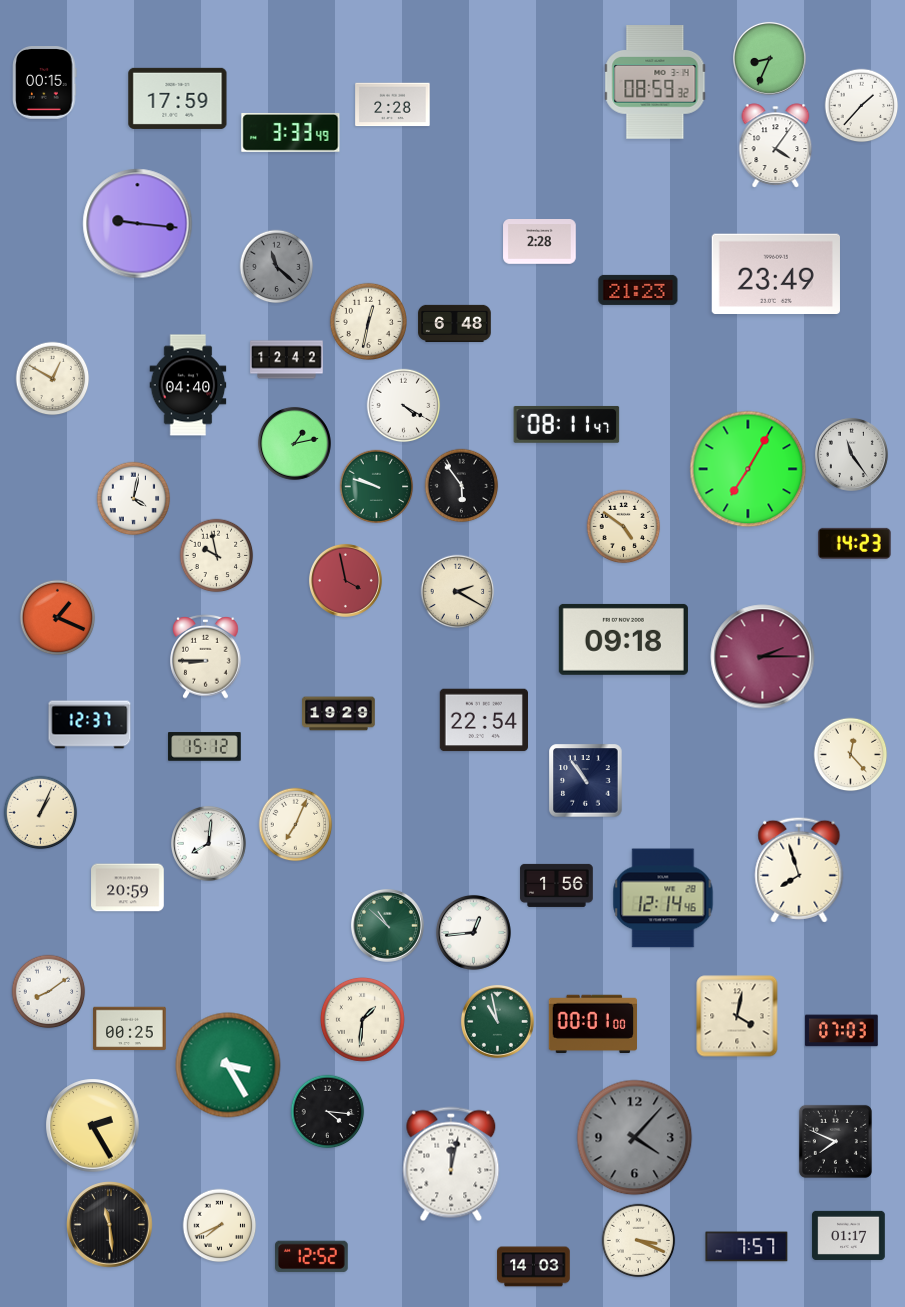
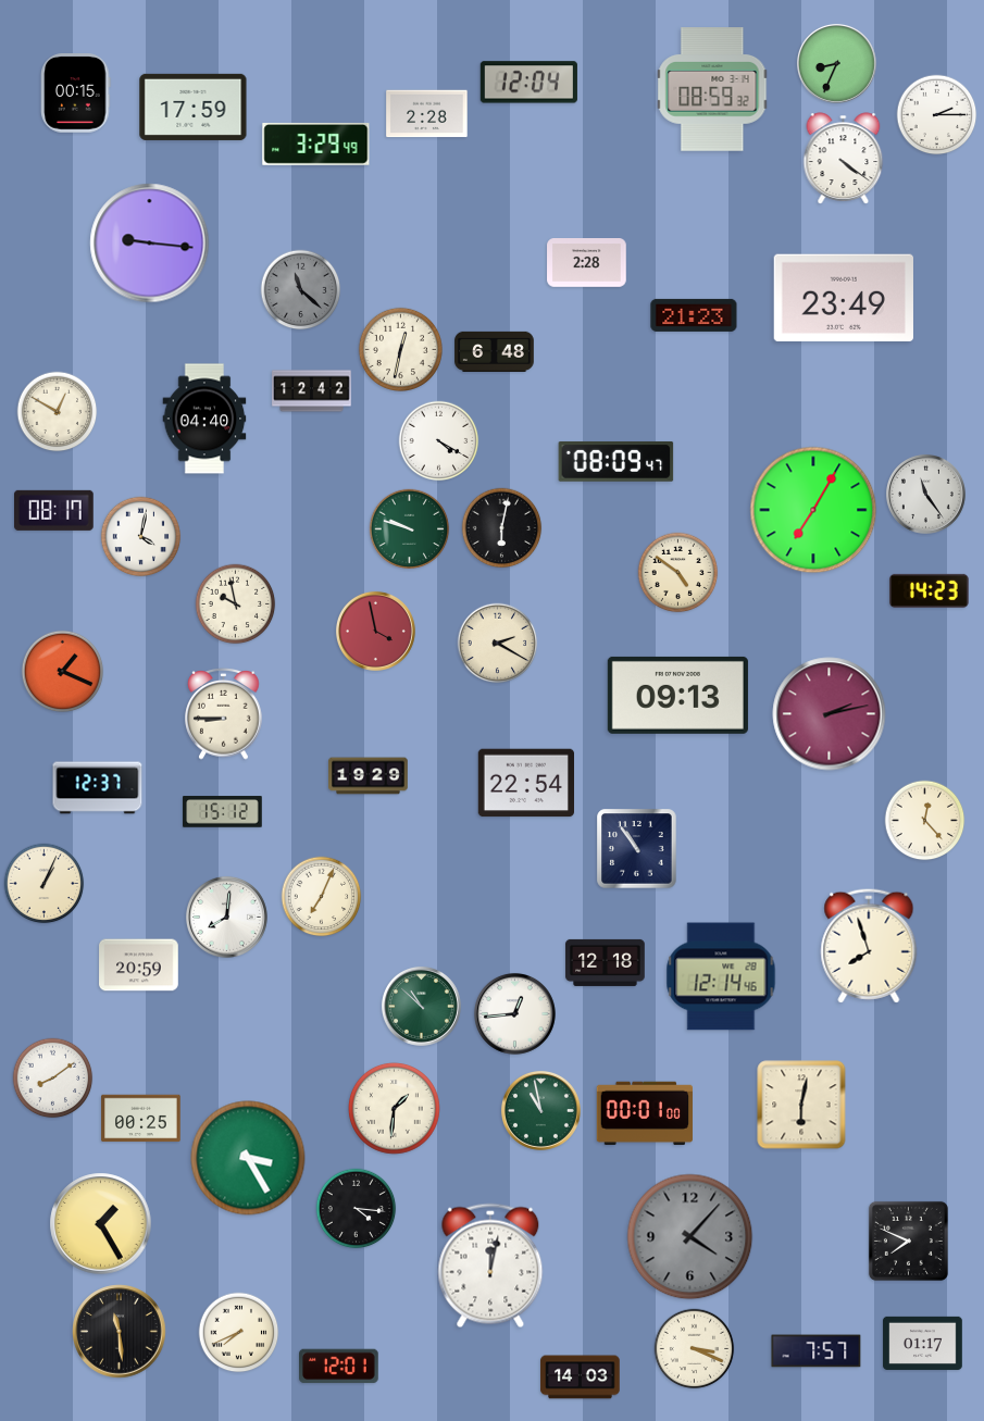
clock at (528, 83): none -> 12:04
clock at (45, 83) position: (45, 83) -> (76, 94)
clock at (862, 106): 1:37 -> 2:15
clock at (291, 132): 3:33 -> 3:29
clock at (776, 146): 4:06 -> 4:21
clock at (567, 425): 08:11 -> 08:09
clock at (294, 443): 1:13 -> none
clock at (54, 510): none -> 08:17
clock at (462, 486): 5:54 -> 6:02
clock at (134, 499) position: (134, 499) -> (141, 537)
clock at (623, 639): 09:18 -> 09:13
clock at (763, 657): 2:15 -> 2:13
clock at (557, 885): 1:56 -> 12:18
clock at (737, 1016): 4:02 -> 6:02
clock at (842, 1031): 07:03 -> none
clock at (93, 1126): 2:25 -> 1:25
clock at (747, 1247) position: (747, 1247) -> (817, 1351)
clock at (312, 1257): 12:52 -> 12:01
